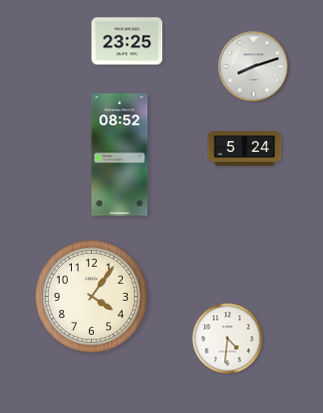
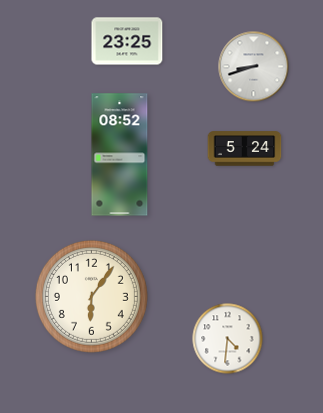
clock at (254, 67): 8:12 -> 8:42
clock at (91, 296): 4:06 -> 6:06
